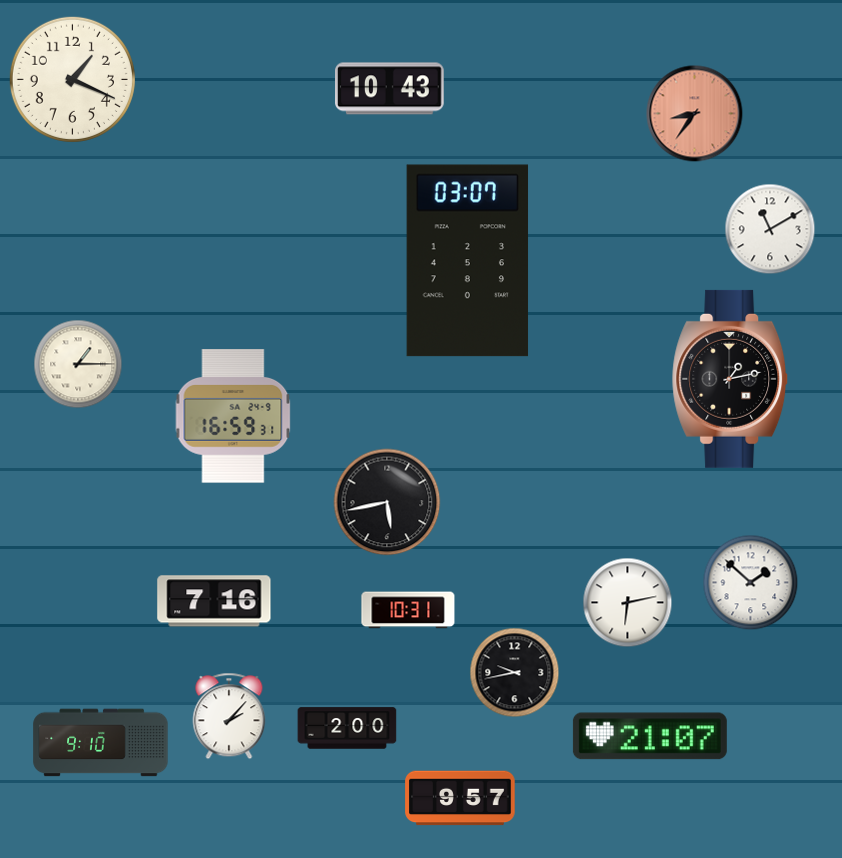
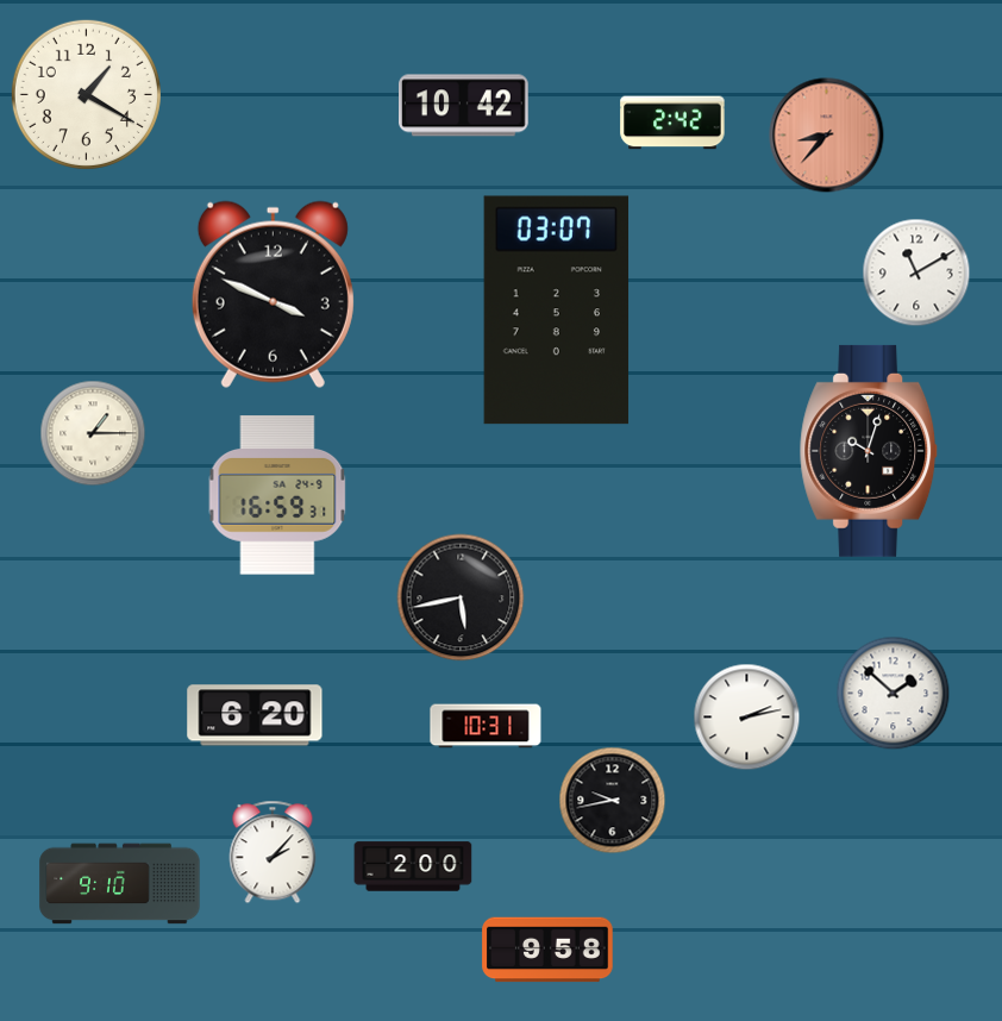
clock at (72, 79): 1:19 -> 1:20
clock at (390, 89): 10:43 -> 10:42
clock at (672, 123): none -> 2:42
clock at (695, 114): 8:36 -> 8:37
clock at (273, 294): none -> 3:49
clock at (730, 379): 1:13 -> 10:03
clock at (214, 601): 7:16 -> 6:20
clock at (628, 603): 6:13 -> 2:13
clock at (650, 736): 21:07 -> none
clock at (460, 798): 9:57 -> 9:58
